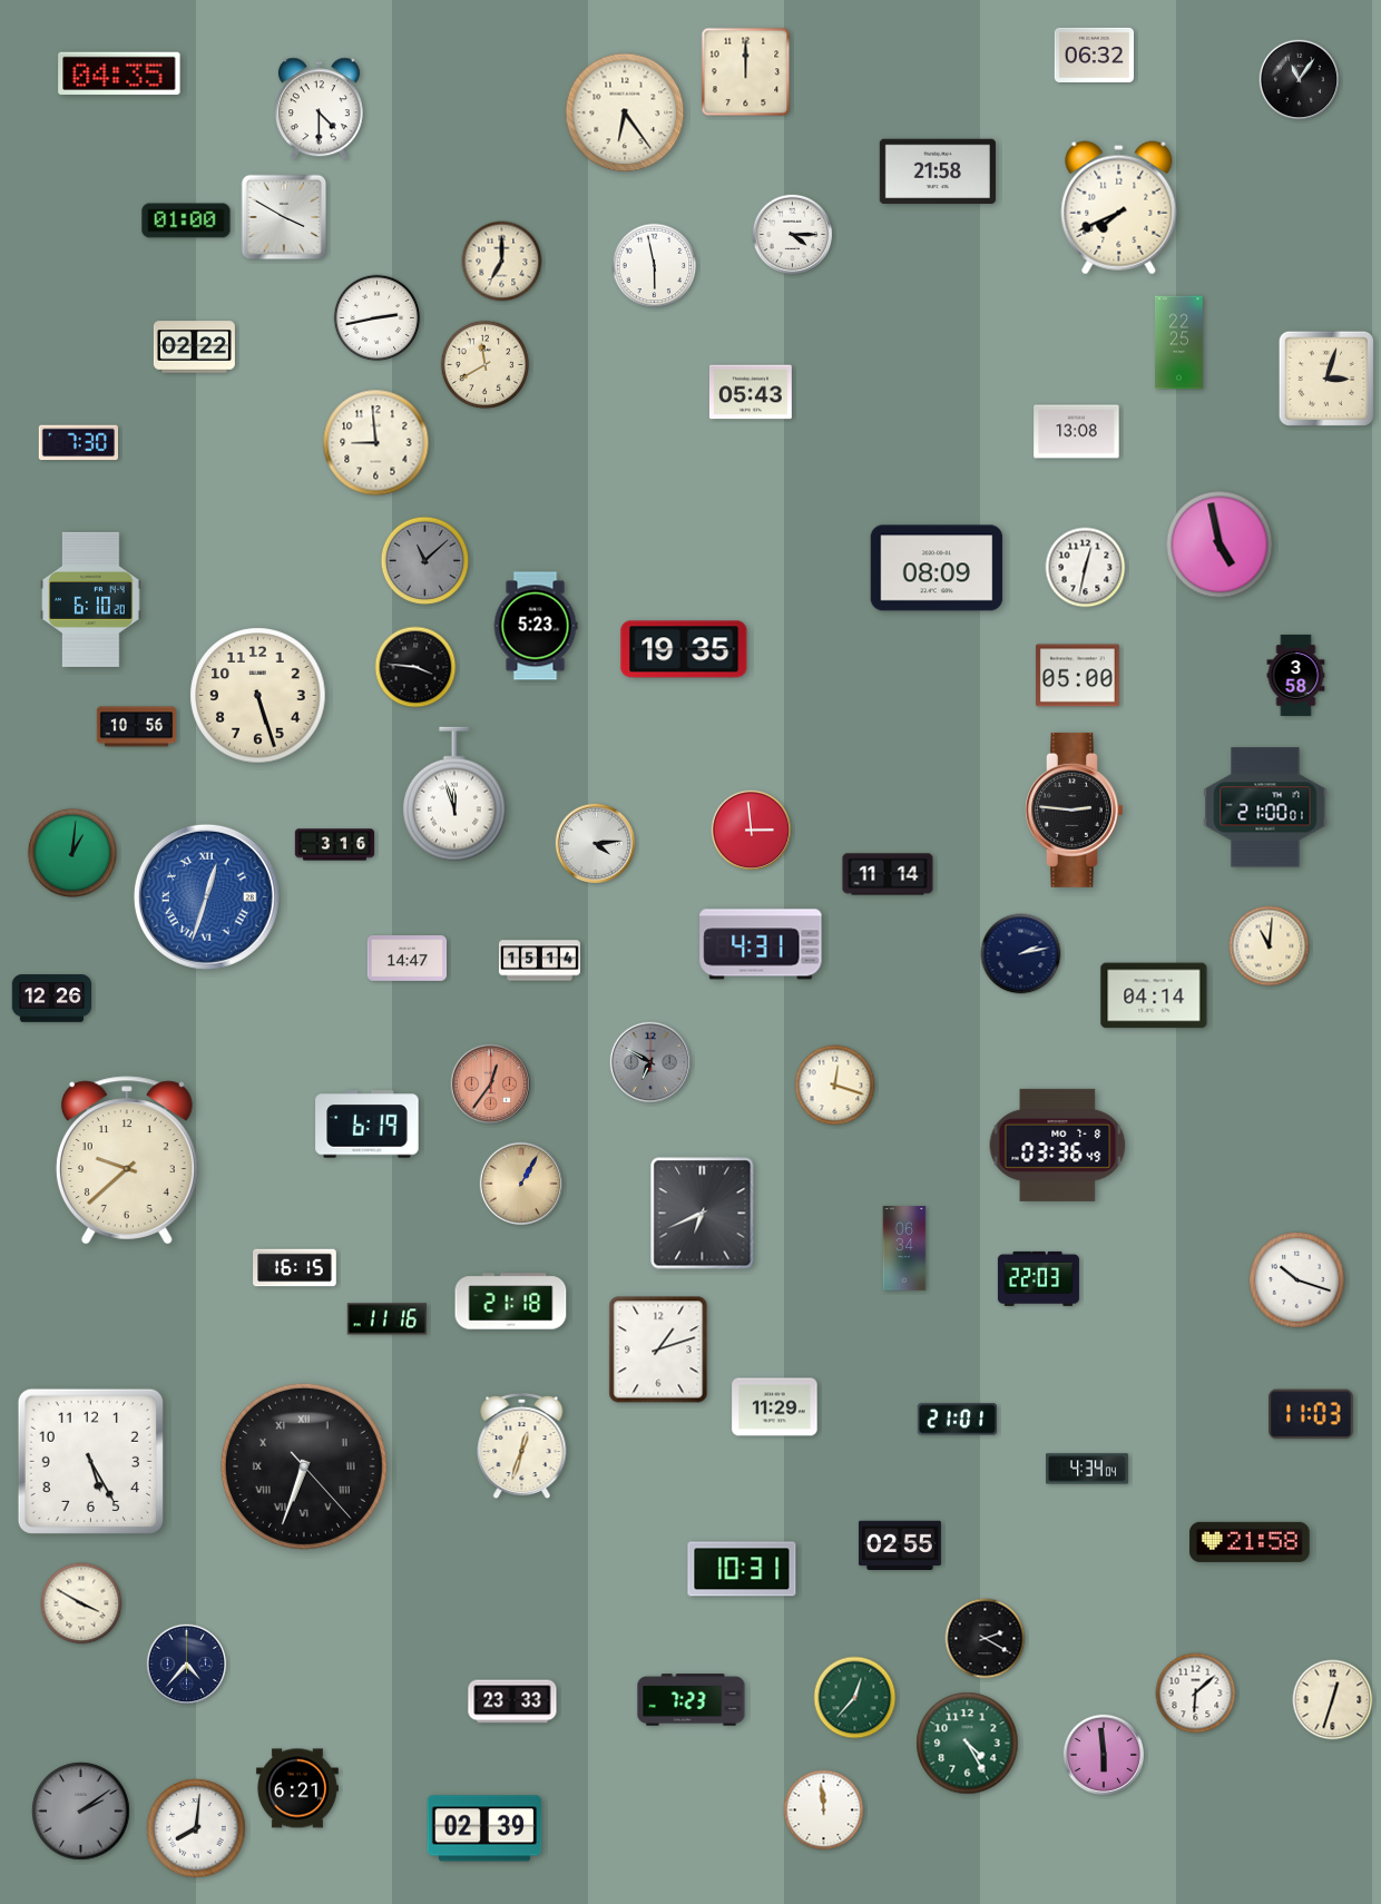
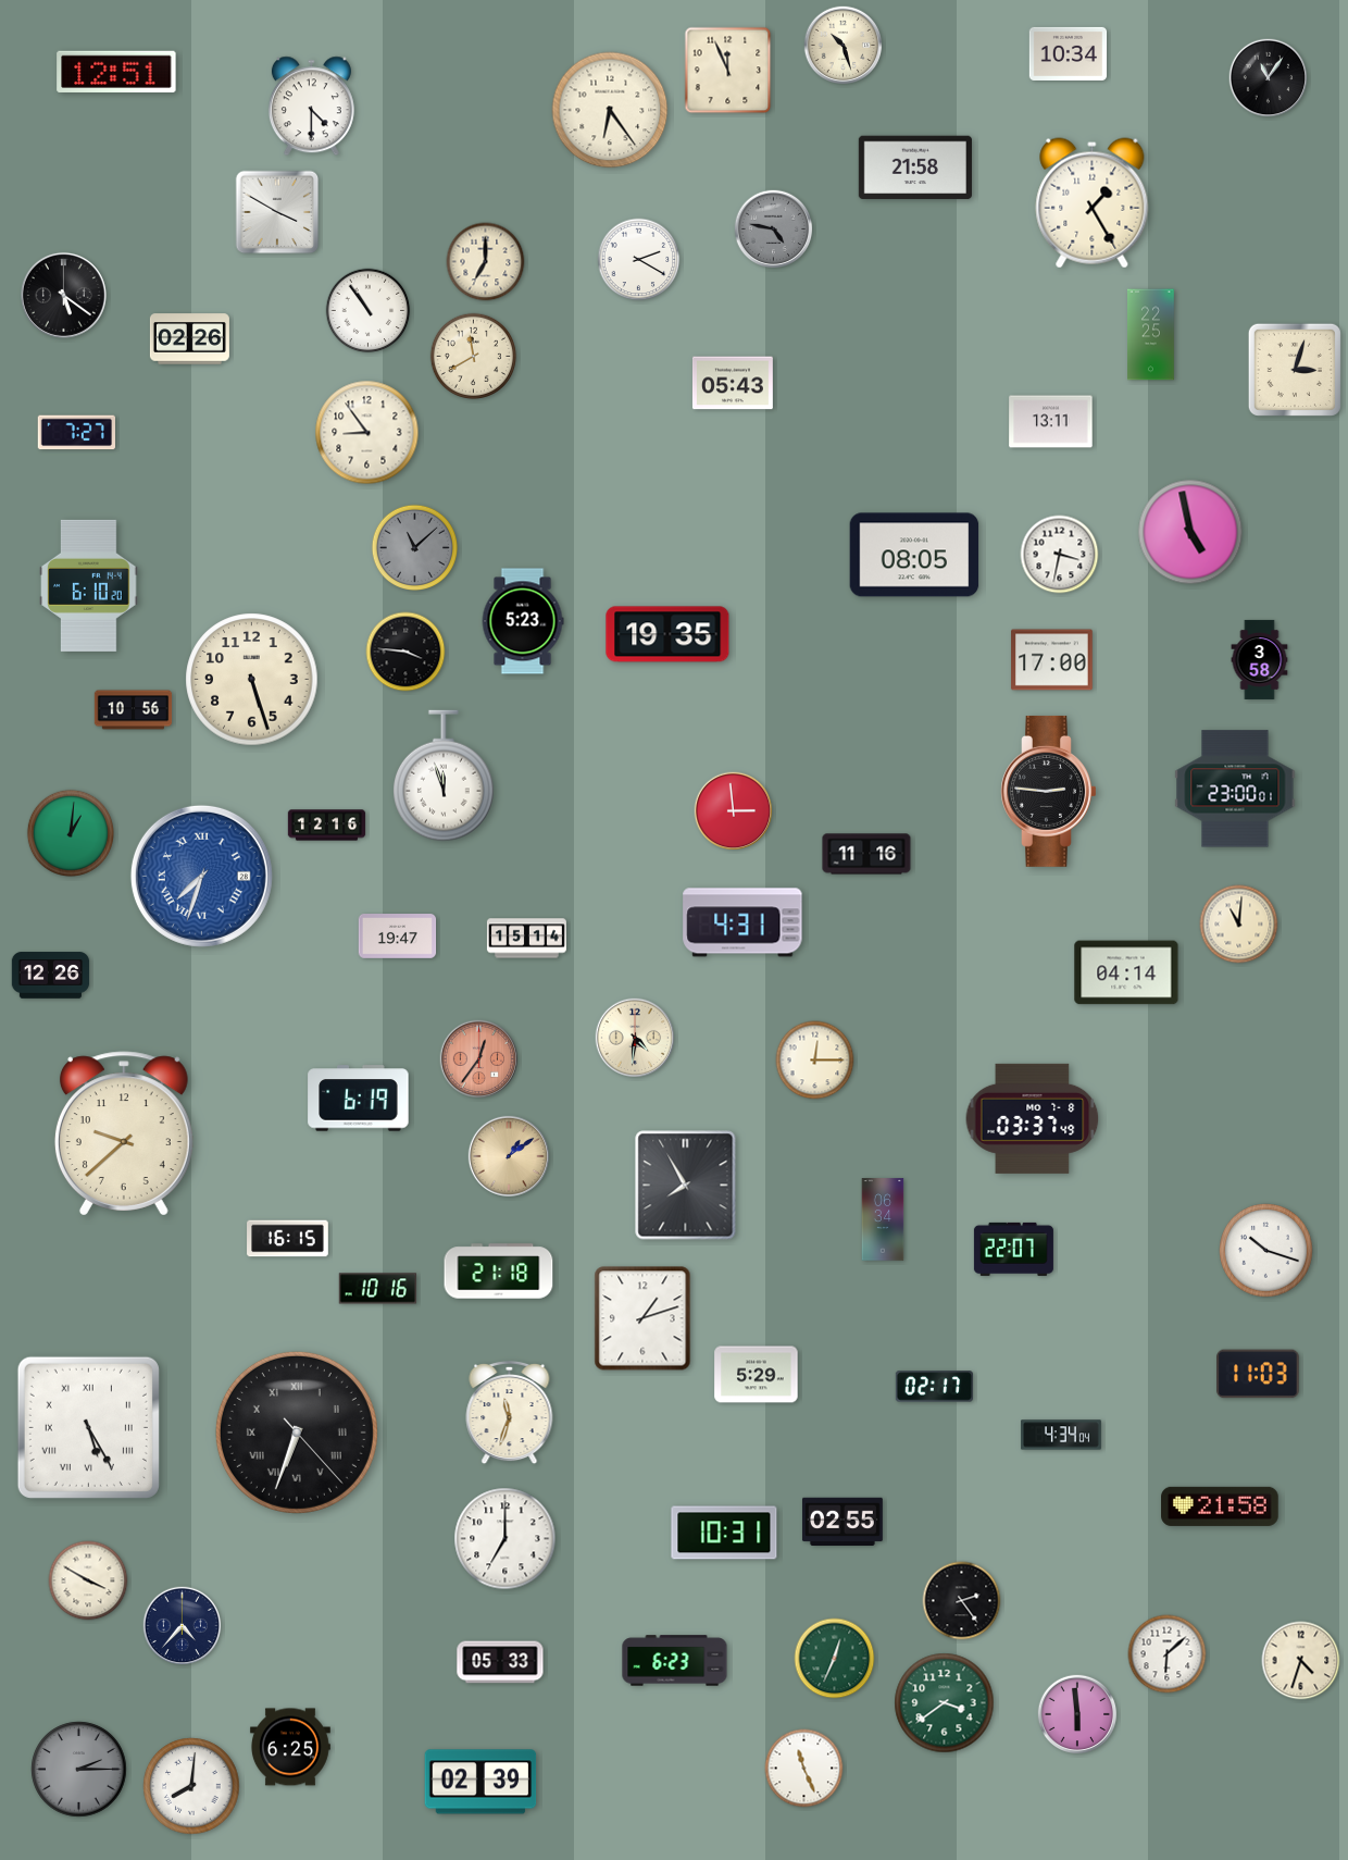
clock at (844, 46): none -> 10:27
clock at (1095, 55): 06:32 -> 10:34
clock at (746, 72): 12:00 -> 11:56
clock at (119, 73): 04:35 -> 12:51
clock at (1119, 208): 7:41 -> 1:25
clock at (186, 220): 01:00 -> none
clock at (793, 235): 4:15 -> 4:47
clock at (793, 235) dial: white -> grey
clock at (502, 262) position: (502, 262) -> (486, 262)
clock at (655, 266): 5:58 -> 2:20
clock at (63, 295): none -> 5:21
clock at (378, 318): 2:43 -> 10:54
clock at (194, 347): 02:22 -> 02:26
clock at (1077, 432): 13:08 -> 13:11
clock at (78, 443): 7:30 -> 7:27
clock at (376, 443): 8:59 -> 8:54
clock at (937, 568): 08:09 -> 08:05
clock at (1086, 568): 12:32 -> 3:32
clock at (536, 626) position: (536, 626) -> (523, 621)
clock at (1296, 675) position: (1296, 675) -> (1260, 659)
clock at (1078, 676): 05:00 -> 17:00
clock at (1265, 807): 21:00 -> 23:00
clock at (596, 844): 4:14 -> none
clock at (335, 845): 3:16 -> 12:16
clock at (888, 874): 11:14 -> 11:16
clock at (206, 896): 12:33 -> 7:33
clock at (1021, 954): 2:13 -> none
clock at (408, 959): 14:47 -> 19:47
clock at (650, 1062): 6:50 -> 4:31
clock at (650, 1062) dial: grey -> cream
clock at (835, 1086): 12:18 -> 12:15
clock at (1058, 1145): 03:36 -> 03:37
clock at (520, 1182): 1:05 -> 1:09
clock at (703, 1214): 6:41 -> 7:55
clock at (1038, 1278): 22:03 -> 22:07
clock at (386, 1319): 11:16 -> 10:16
clock at (775, 1407): 11:29 -> 5:29
clock at (1311, 1414) position: (1311, 1414) -> (1258, 1374)
clock at (958, 1420): 21:01 -> 02:17
clock at (522, 1446): 12:33 -> 11:33
clock at (90, 1461) numerals: Arabic -> Roman
clock at (900, 1544) position: (900, 1544) -> (842, 1521)
clock at (505, 1539): none -> 7:00
clock at (81, 1603) position: (81, 1603) -> (88, 1580)
clock at (986, 1639): 2:20 -> 2:24
clock at (855, 1698): 12:37 -> 12:34
clock at (692, 1700): 7:23 -> 6:23
clock at (1333, 1700): 12:33 -> 4:33
clock at (512, 1701): 23:33 -> 05:33
clock at (968, 1744): 4:25 -> 3:39
clock at (297, 1788): 6:21 -> 6:25
clock at (824, 1810): 11:59 -> 11:26
clock at (81, 1812): 2:09 -> 2:15
clock at (484, 1828) position: (484, 1828) -> (480, 1782)
